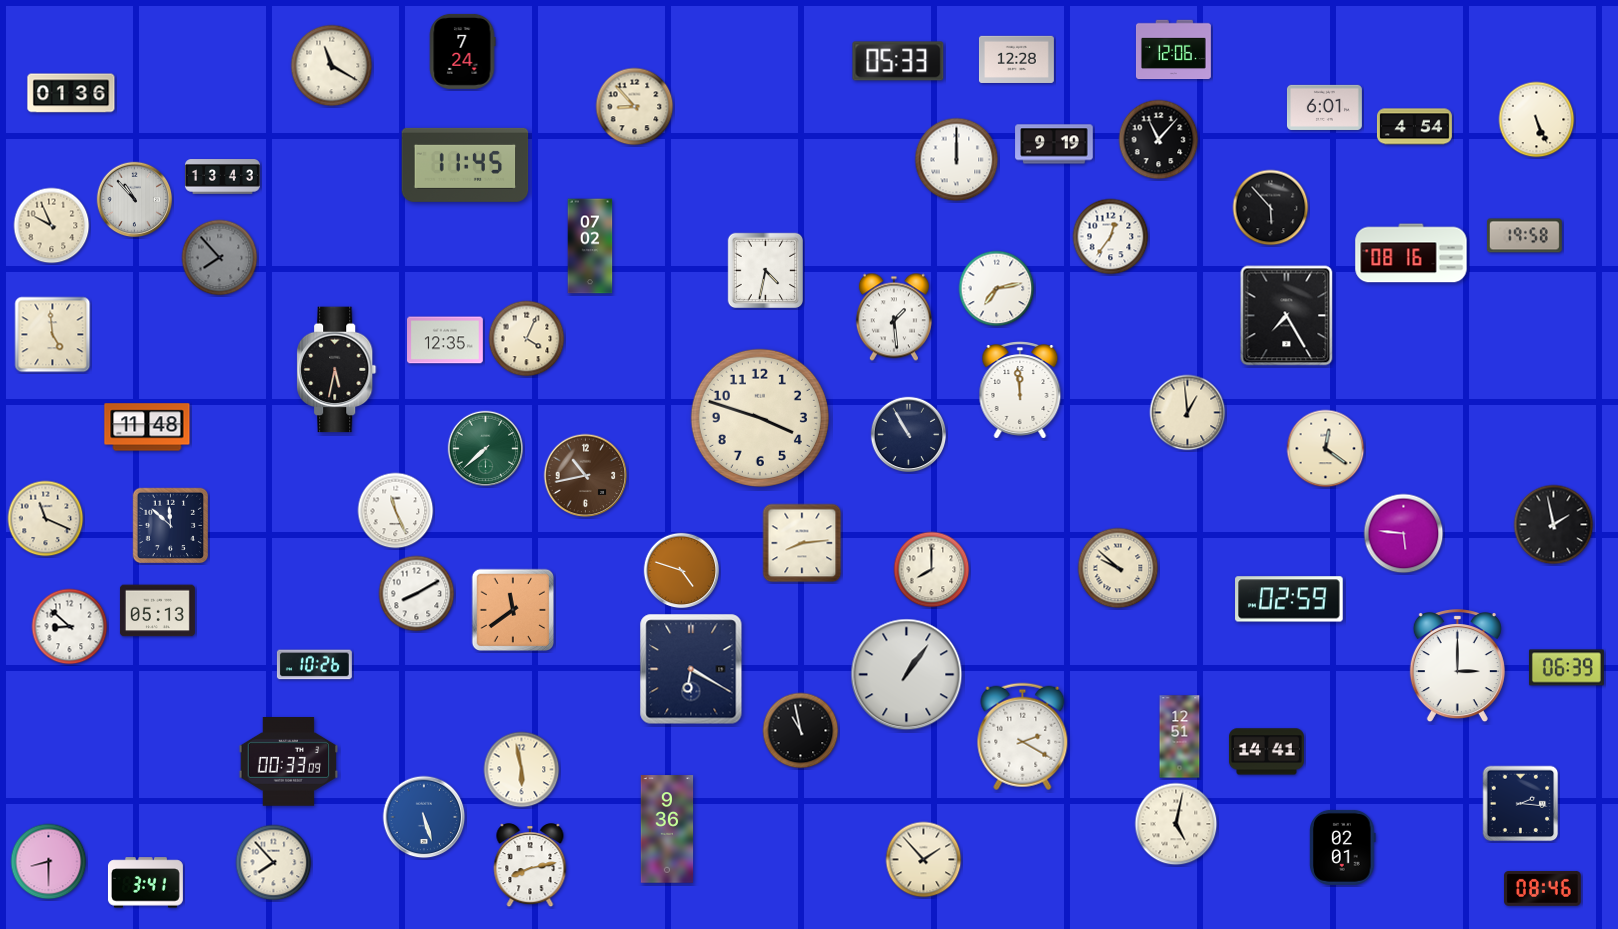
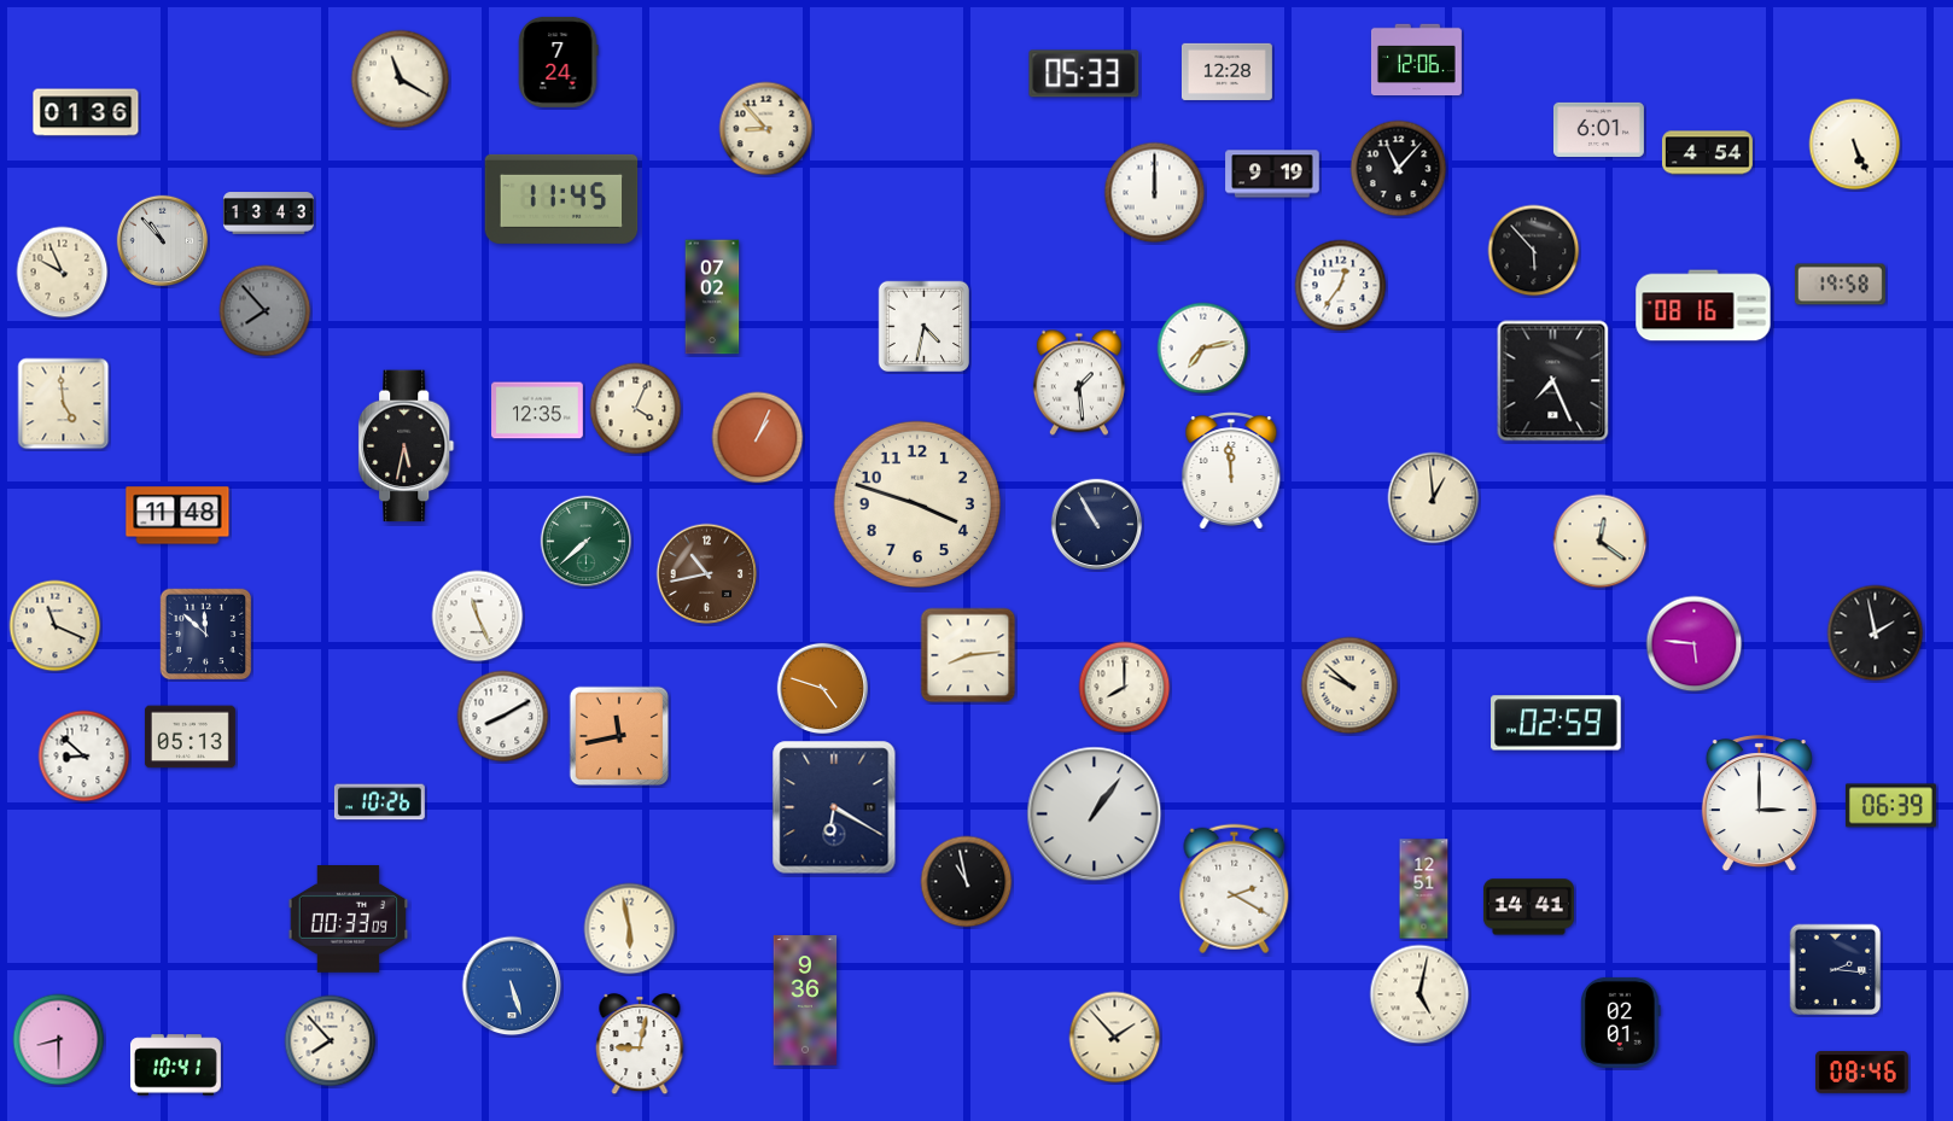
clock at (1287, 316): 7:25 -> 7:26
clock at (758, 438): none -> 1:04
clock at (513, 610): 11:39 -> 11:43
clock at (530, 866): 8:13 -> 9:02
clock at (145, 883): 3:41 -> 10:41
